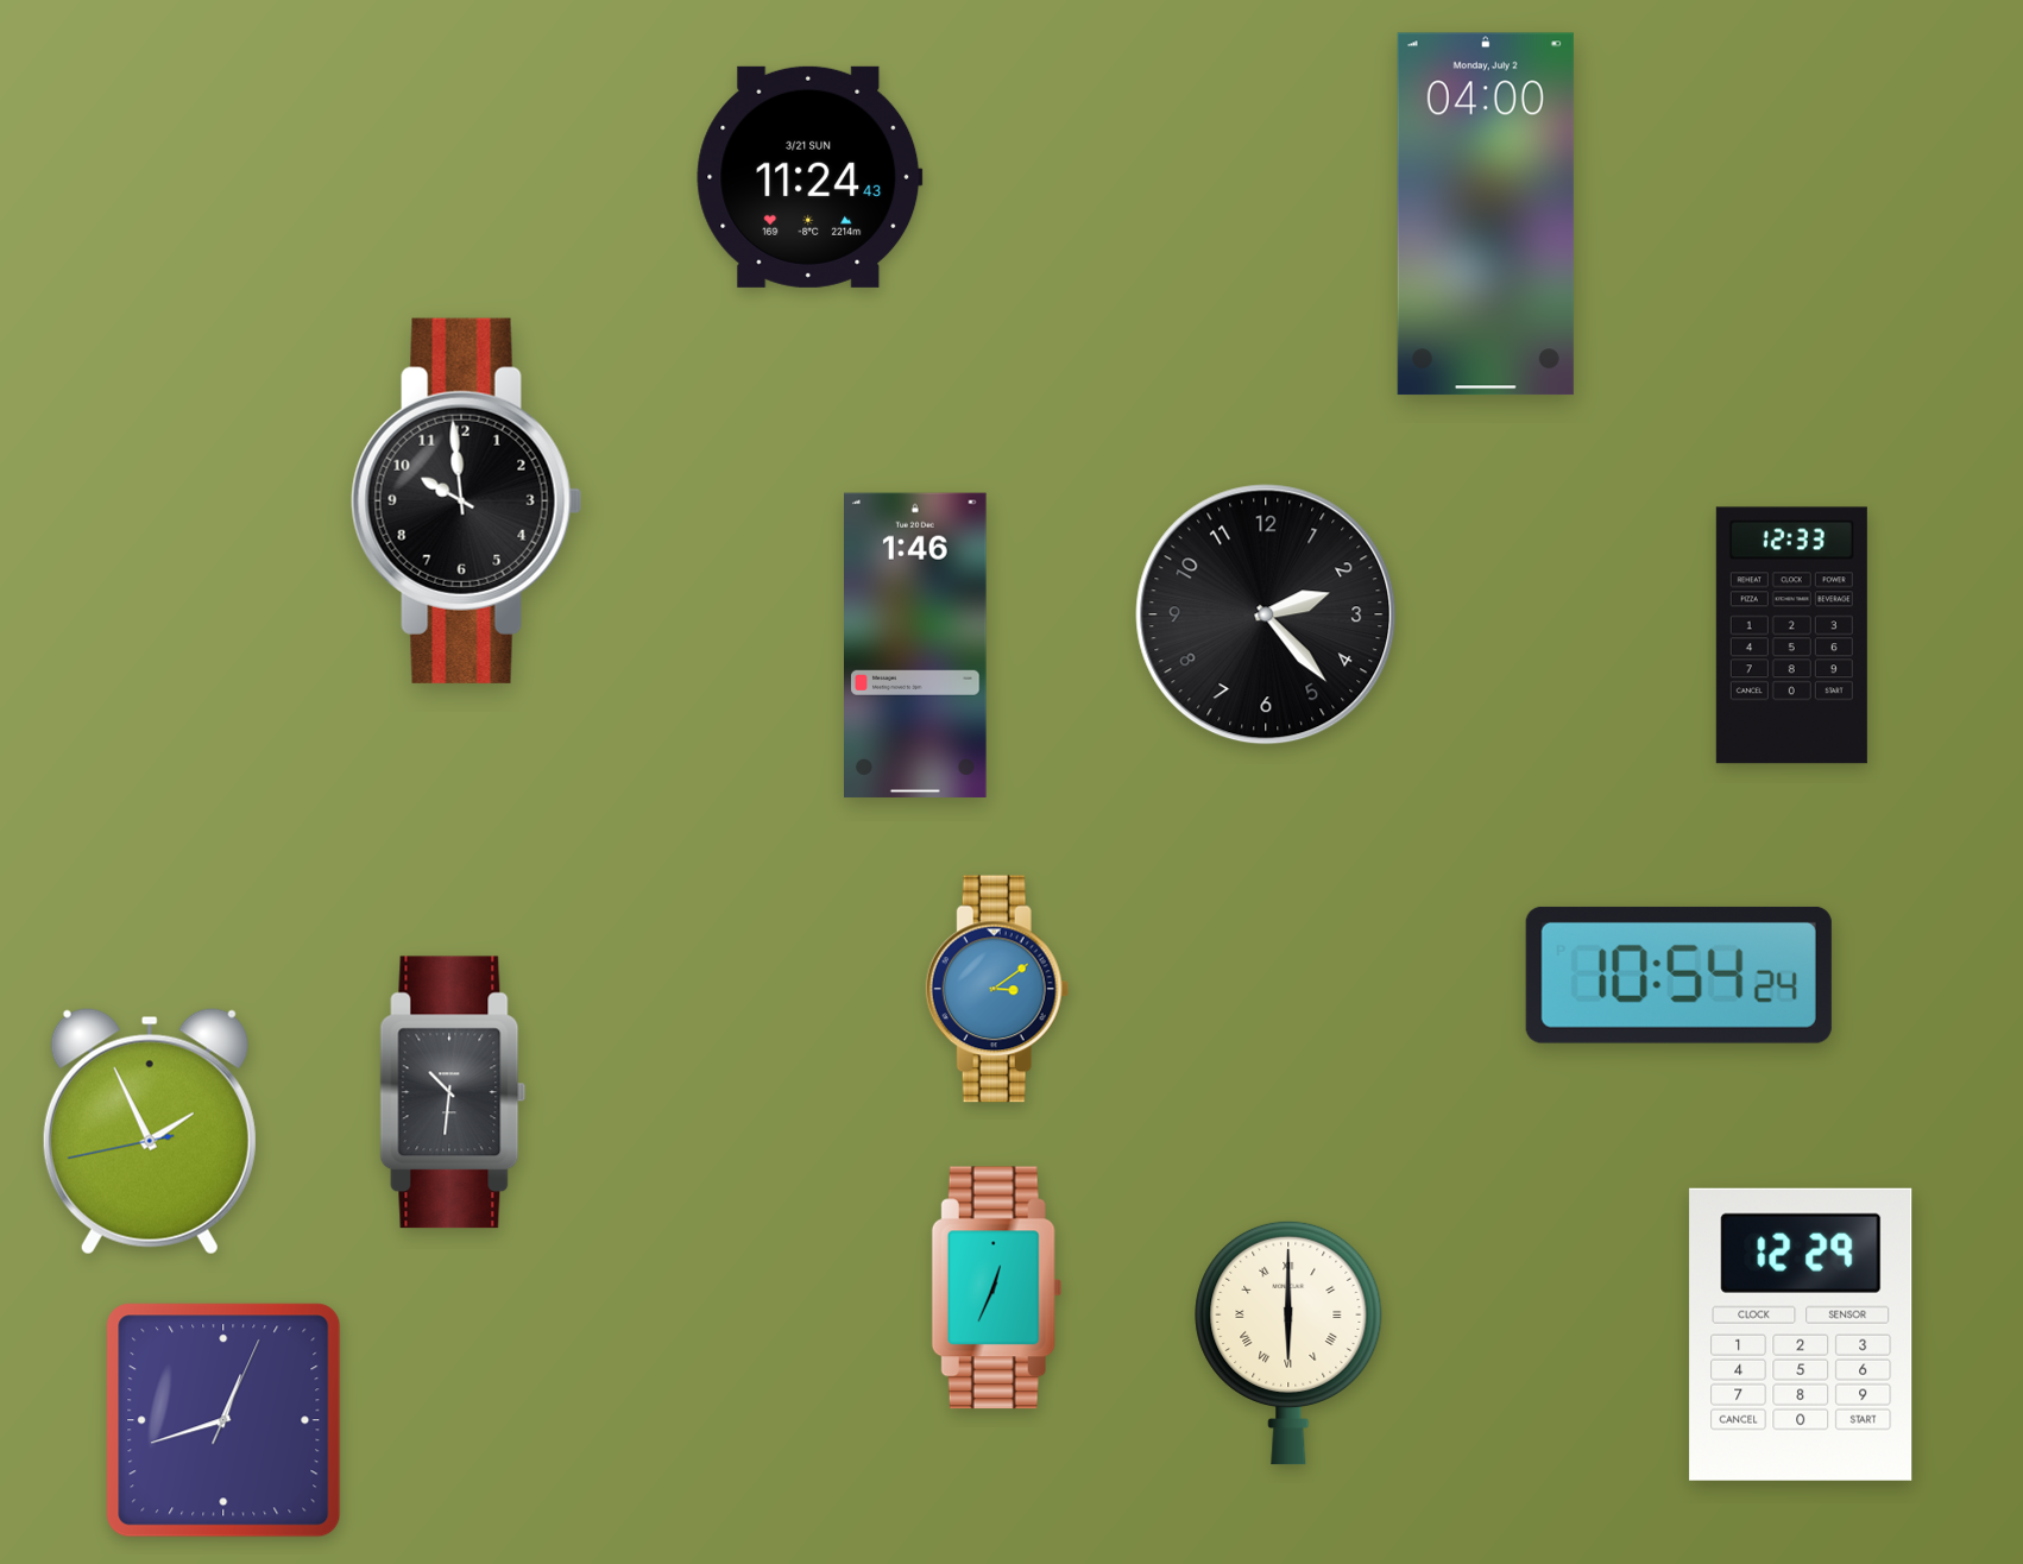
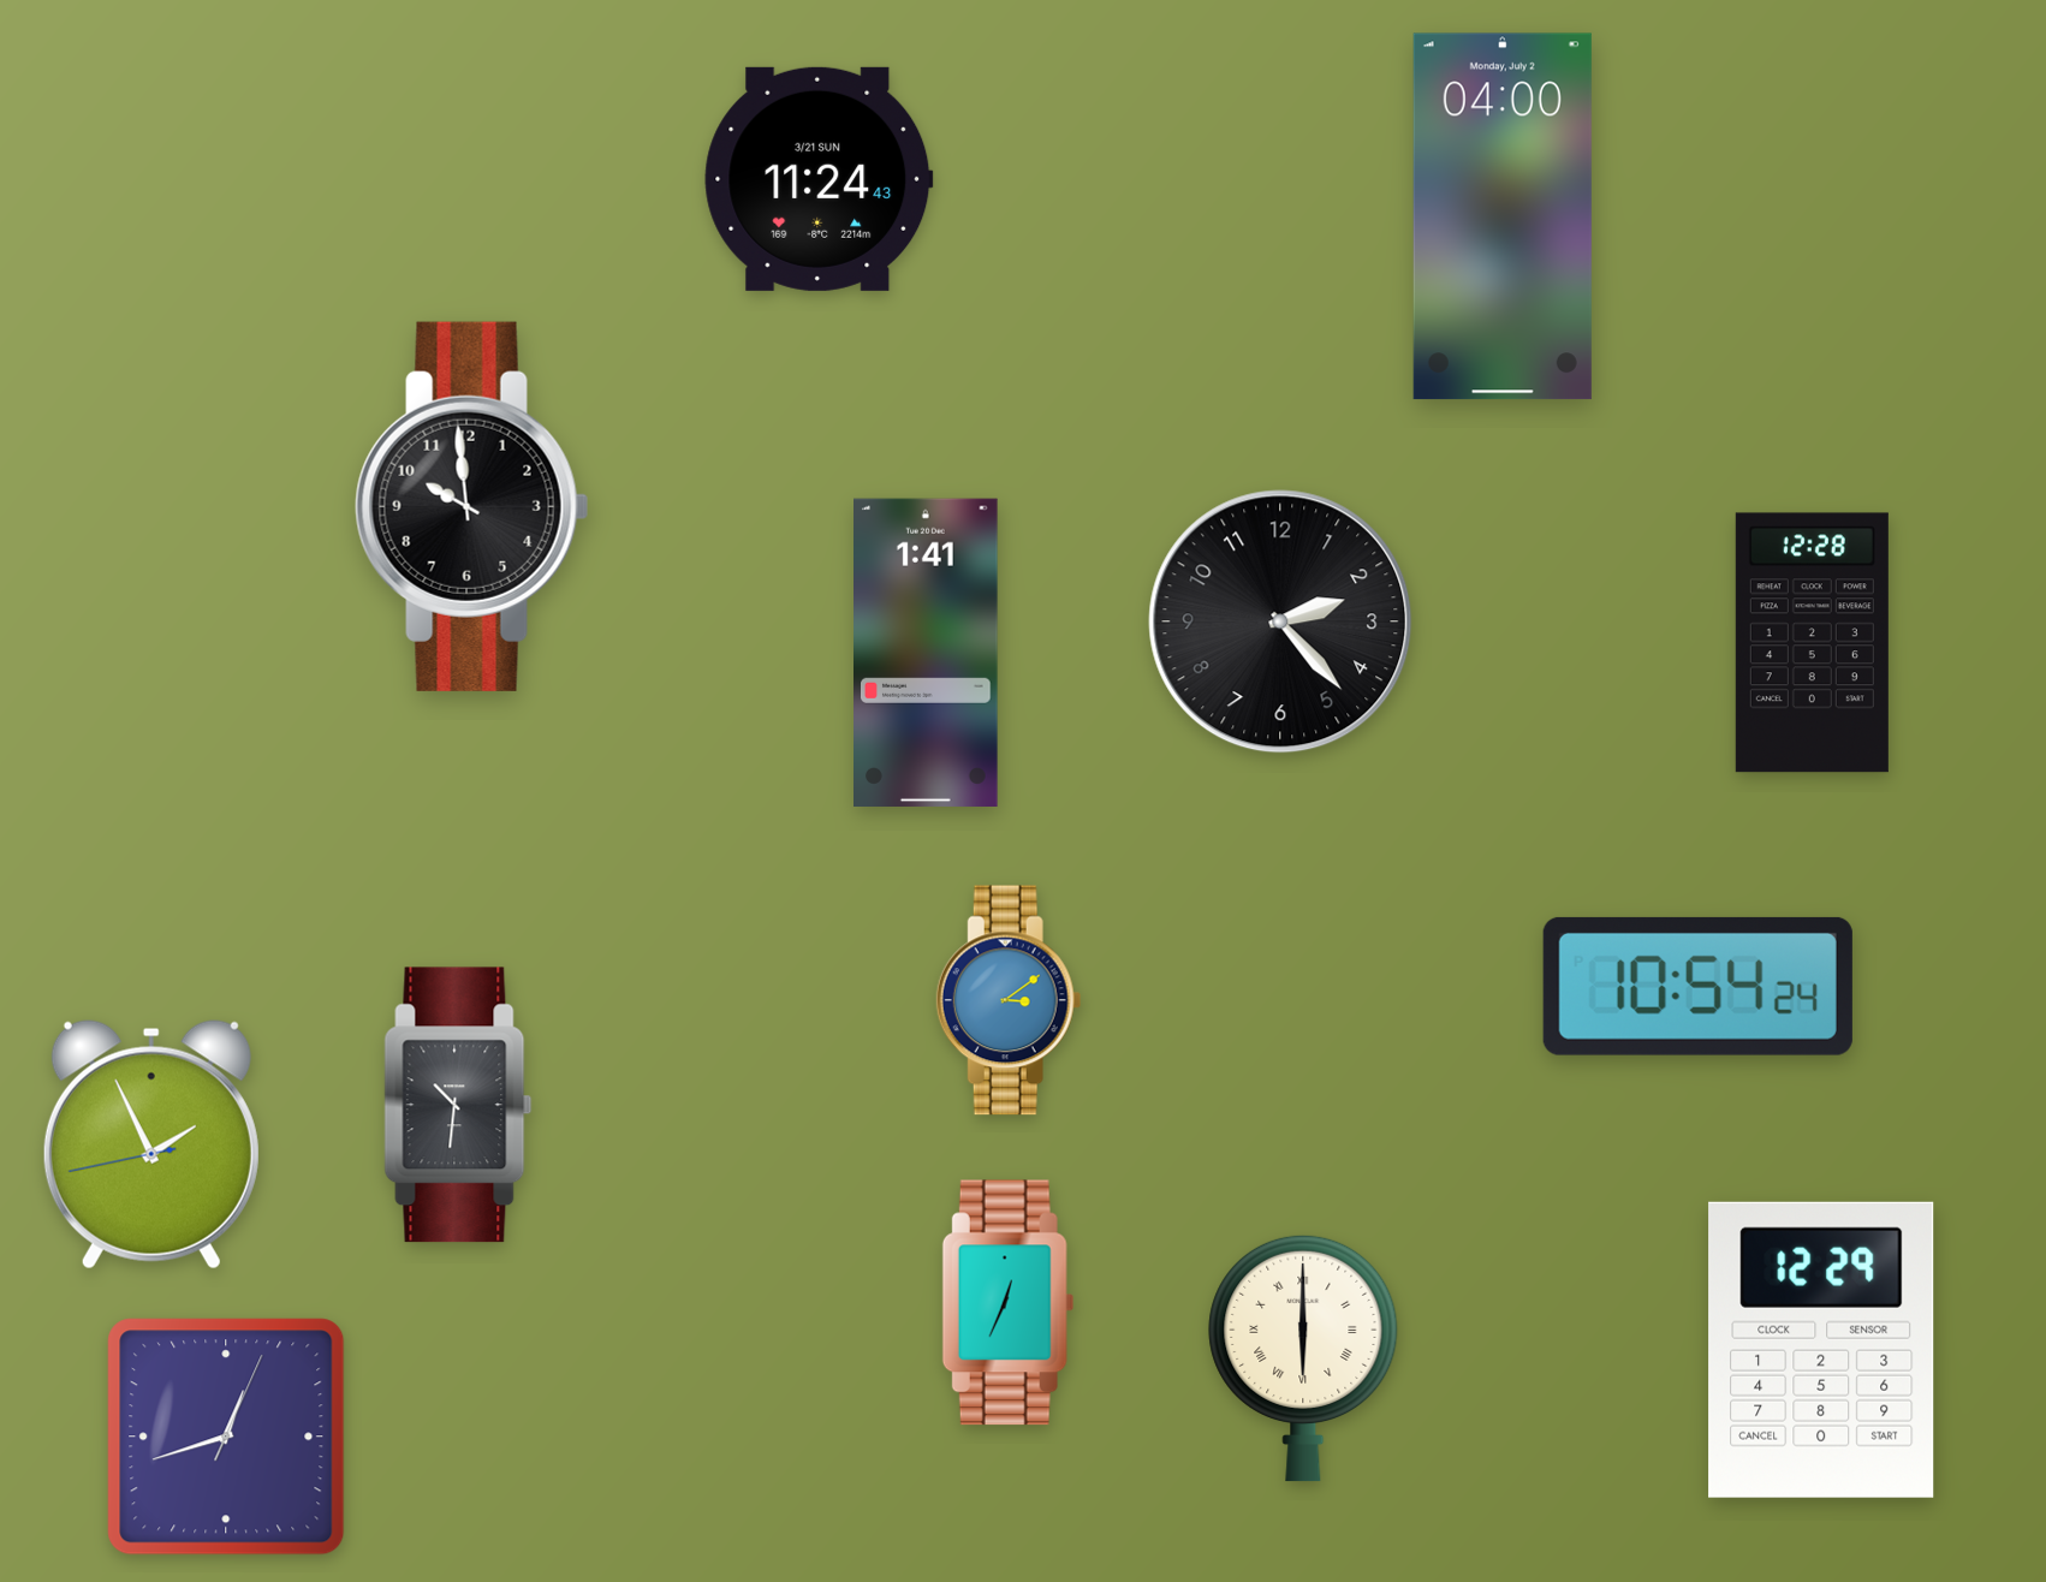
clock at (1791, 636): 12:33 -> 12:28
clock at (916, 645): 1:46 -> 1:41
